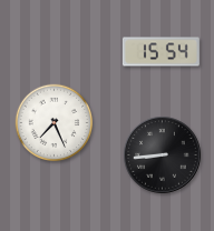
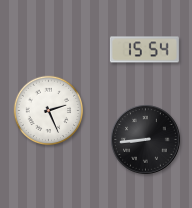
clock at (160, 52) position: (160, 52) -> (144, 50)
clock at (55, 123): 7:26 -> 2:26
